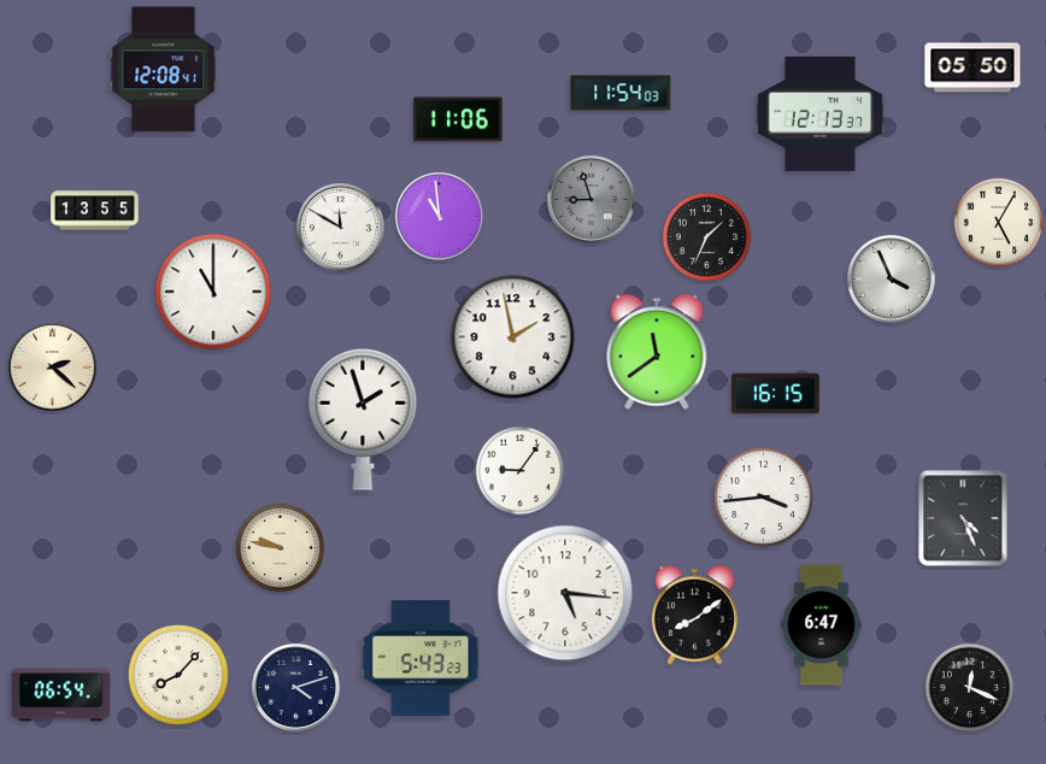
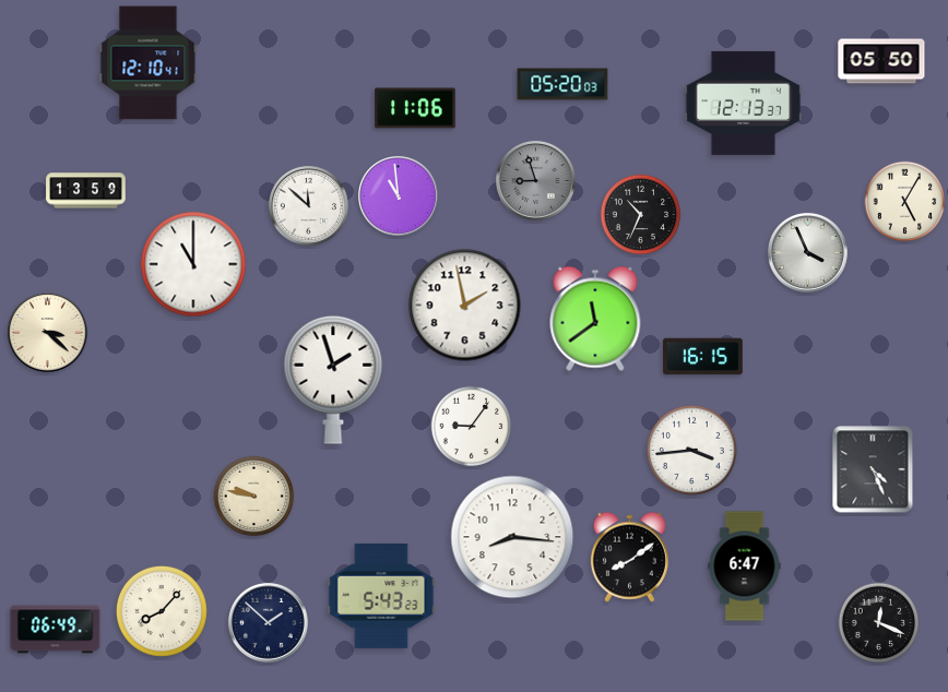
clock at (164, 70): 12:08 -> 12:10
clock at (621, 93): 11:54 -> 05:20
clock at (95, 211): 13:55 -> 13:59
clock at (340, 227): 11:50 -> 11:52
clock at (707, 237): 1:34 -> 10:34
clock at (52, 366): 2:22 -> 3:22
clock at (363, 419) position: (363, 419) -> (333, 380)
clock at (565, 593): 5:16 -> 8:16
clock at (295, 687): 4:12 -> 1:52
clock at (61, 695): 06:54 -> 06:49
